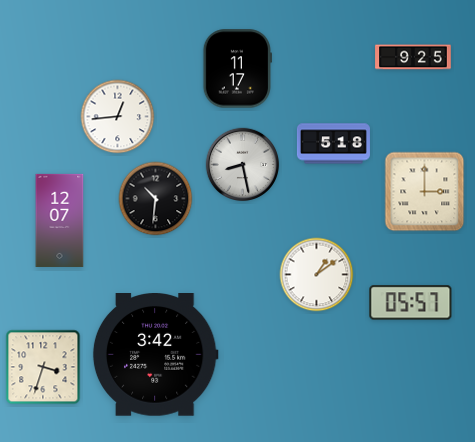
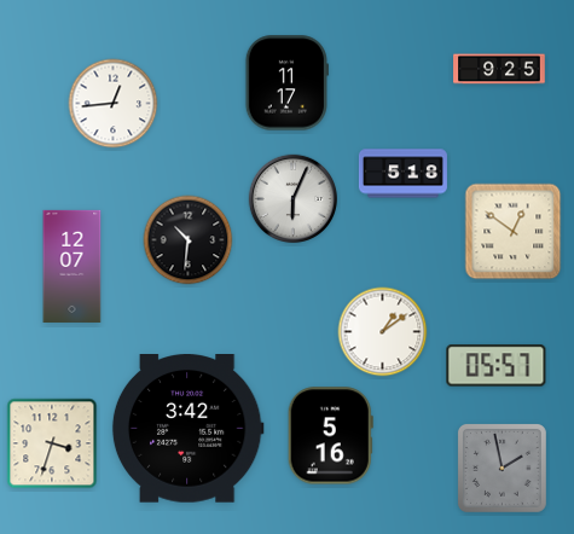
clock at (118, 117) position: (118, 117) -> (114, 104)
clock at (243, 165): 8:28 -> 6:04
clock at (425, 192): 3:00 -> 12:51
clock at (330, 436): none -> 5:16
clock at (501, 468): none -> 1:58
